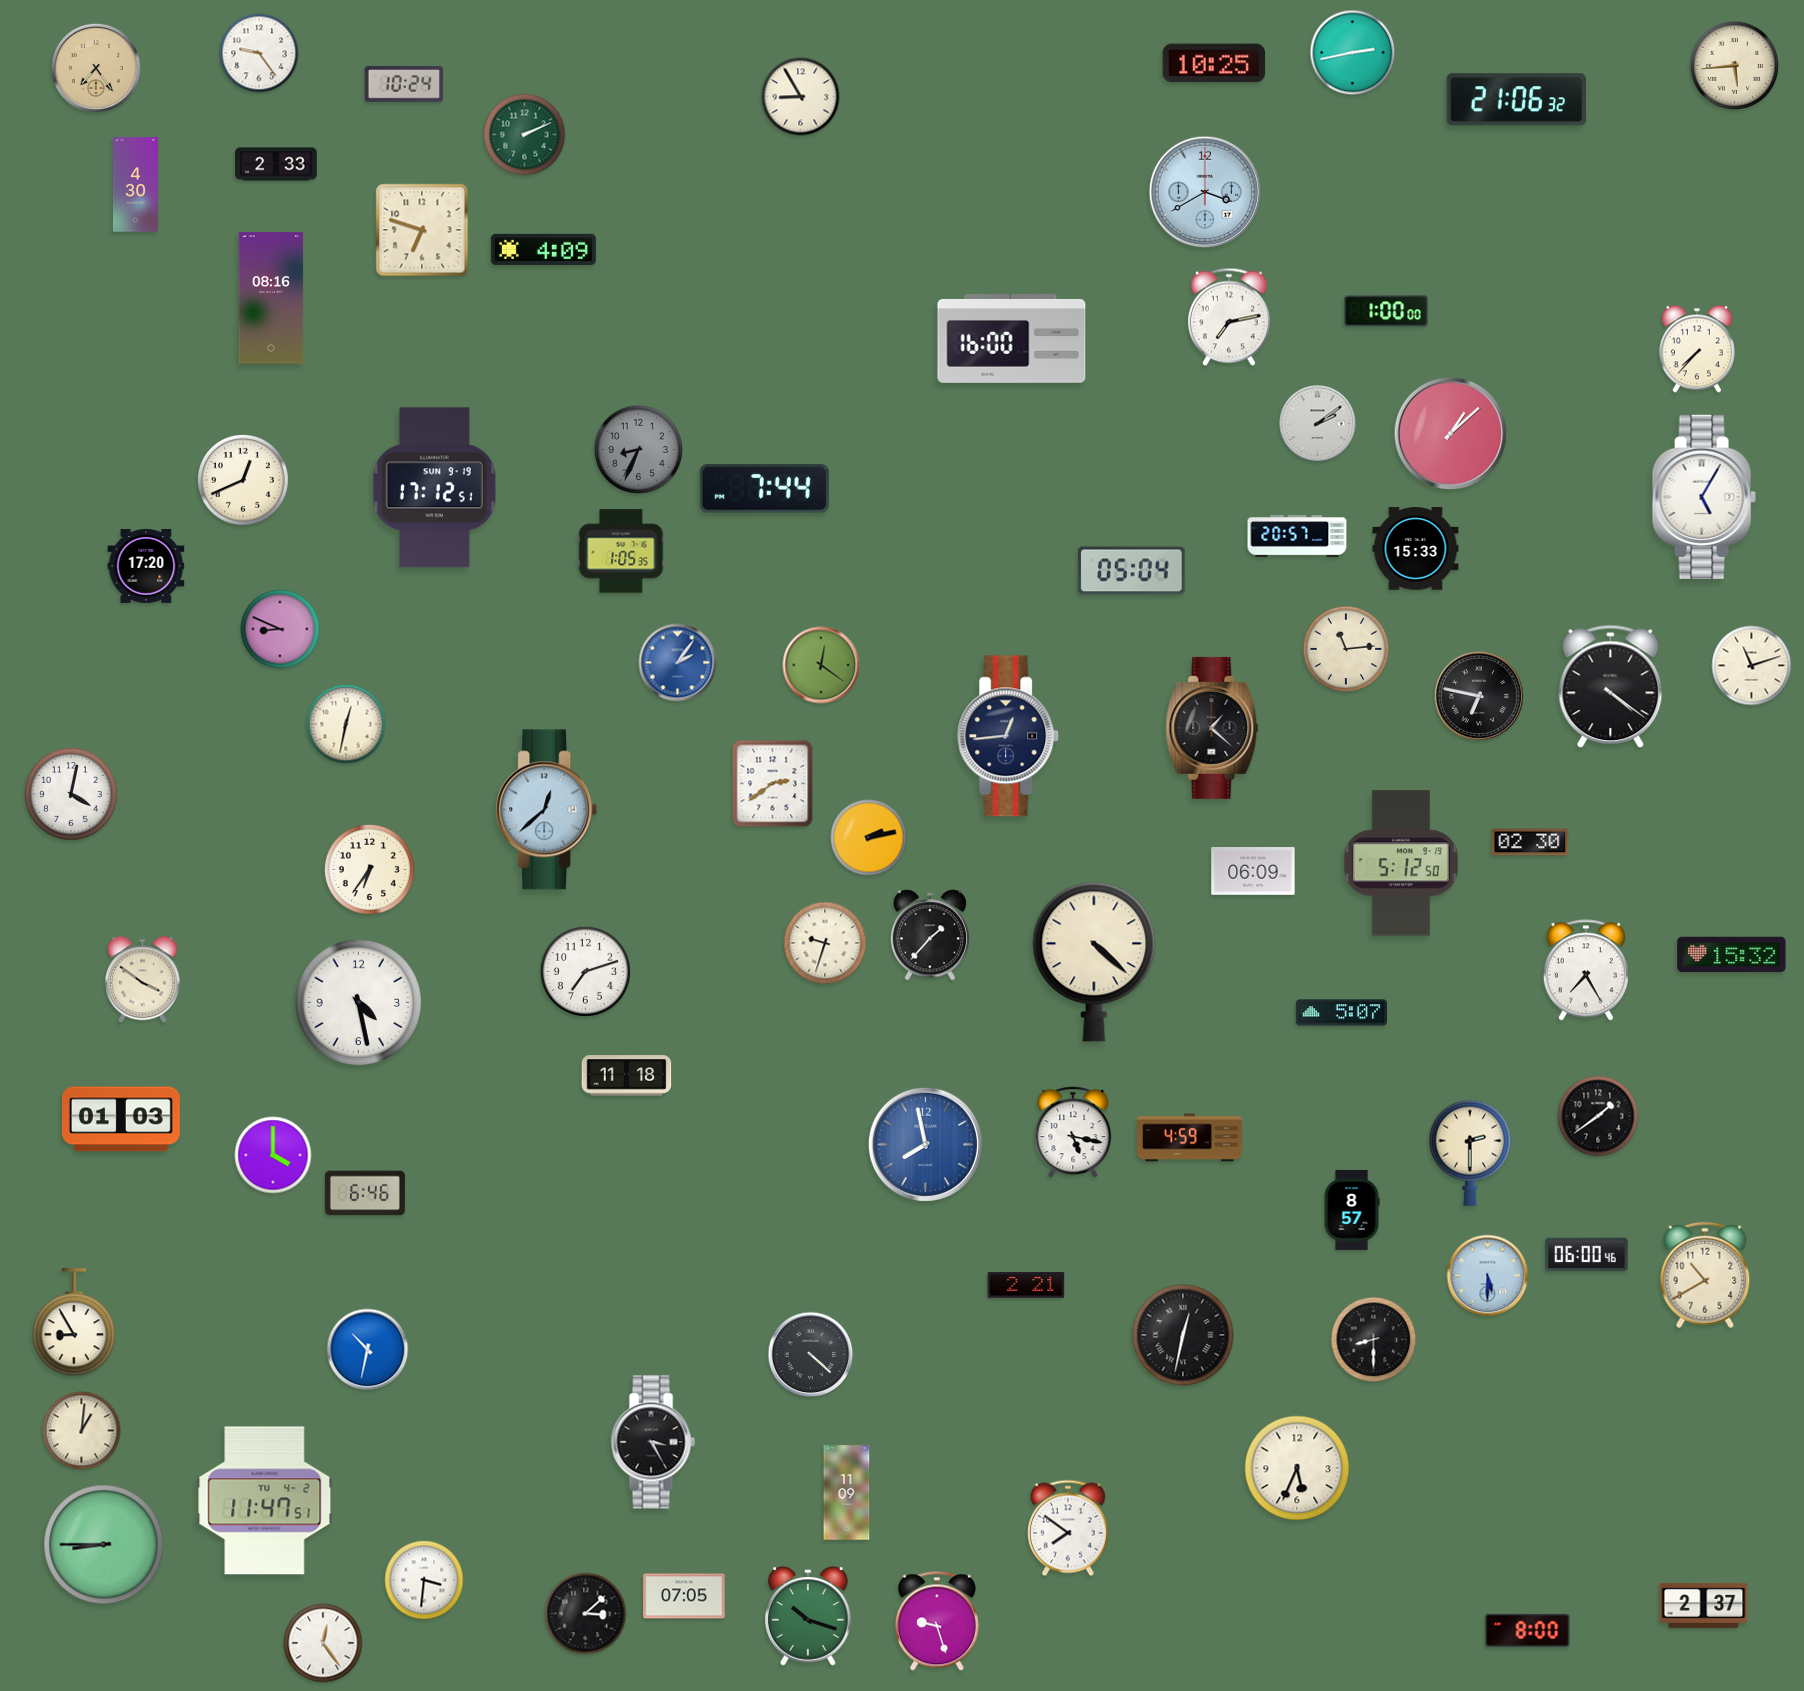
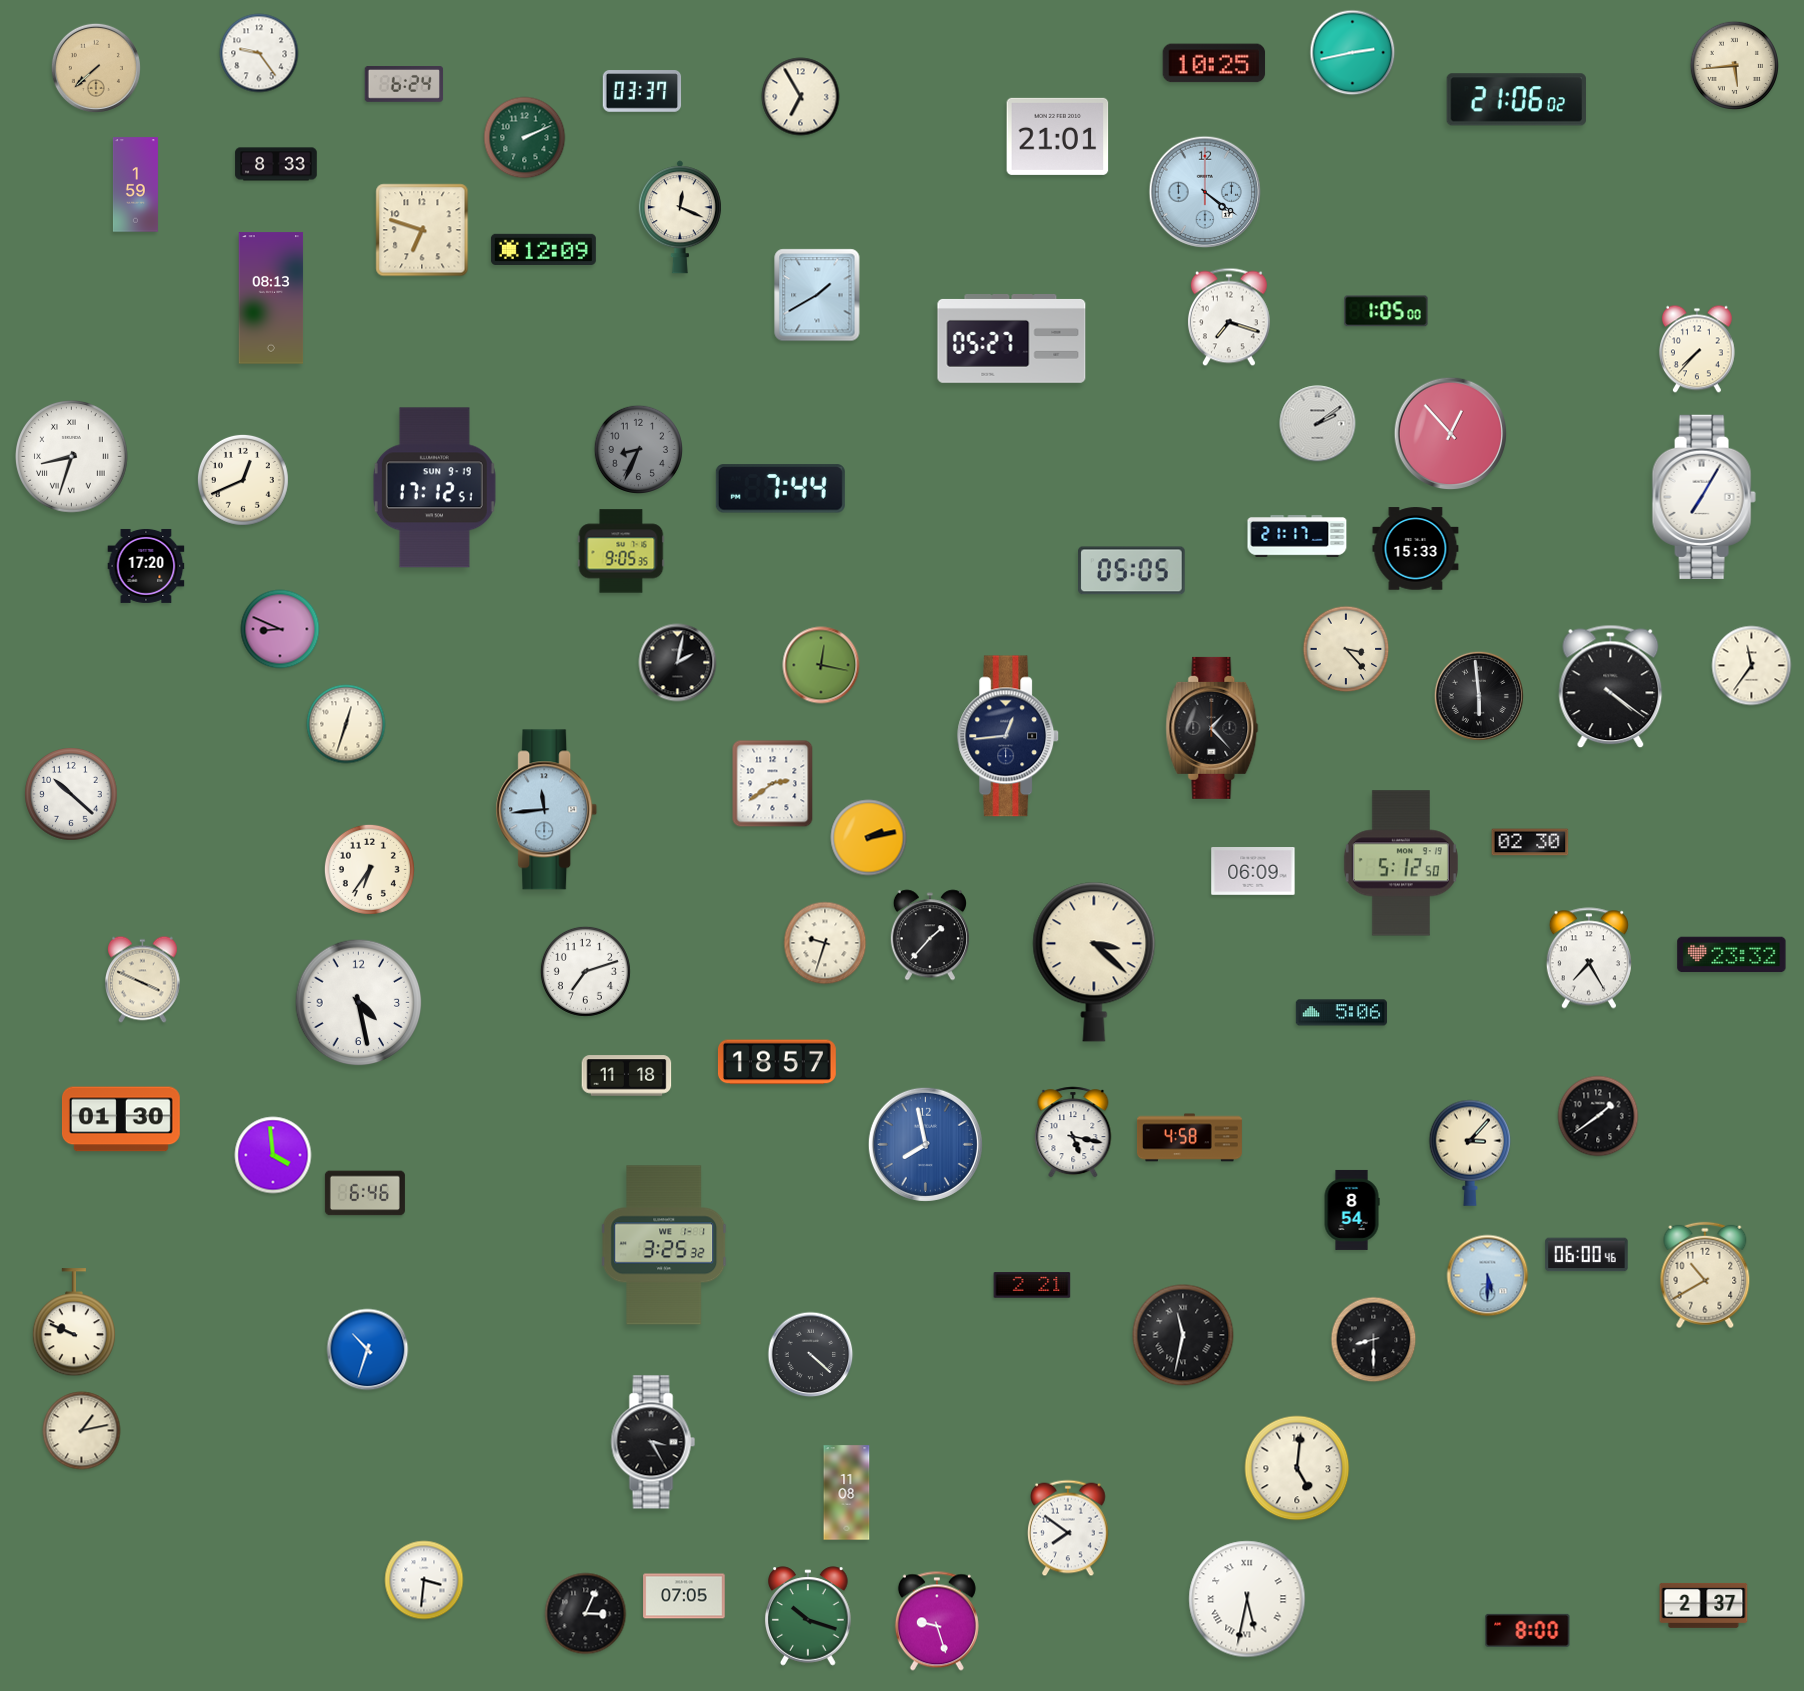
clock at (96, 68): 7:24 -> 7:38
clock at (404, 85): 10:24 -> 6:24
clock at (642, 91): none -> 03:37
clock at (801, 97): 8:55 -> 6:55
clock at (1516, 100): 21:06:32 -> 21:06:02
clock at (525, 135) position: (525, 135) -> (525, 138)
clock at (1058, 136): none -> 21:01
clock at (276, 164): 2:33 -> 8:33
clock at (135, 185): 4:30 -> 1:59
clock at (1205, 192): 3:40 -> 4:21
clock at (680, 217): none -> 12:19
clock at (543, 249): 4:09 -> 12:09
clock at (817, 295): none -> 1:40
clock at (271, 298): 08:16 -> 08:13
clock at (1386, 311): 1:00 -> 1:05
clock at (1229, 317): 7:13 -> 7:18
clock at (1012, 339): 16:00 -> 05:27
clock at (1450, 433): 1:08 -> 12:53
clock at (72, 457): none -> 8:33
clock at (764, 489) position: (764, 489) -> (780, 489)
clock at (1704, 497): 5:05 -> 7:05
clock at (1297, 536): 20:57 -> 21:17
clock at (621, 551): 1:05 -> 9:05
clock at (1132, 571): 05:04 -> 05:05
clock at (1346, 649): 11:14 -> 3:23
clock at (678, 663): 2:06 -> 2:02
clock at (678, 663) dial: blue -> black
clock at (821, 665): 12:21 -> 12:17
clock at (1752, 666): 11:12 -> 11:36
clock at (1479, 696): 6:47 -> 5:59
clock at (346, 724): 12:32 -> 12:33
clock at (1212, 728): 1:22 -> 1:23
clock at (71, 794): 4:02 -> 10:22
clock at (547, 810): 12:38 -> 11:44
clock at (1732, 955): 15:32 -> 23:32
clock at (1094, 962): 4:22 -> 3:22
clock at (1586, 970) position: (1586, 970) -> (1589, 958)
clock at (143, 980): 3:51 -> 3:49
clock at (1341, 1013): 5:07 -> 5:06
clock at (777, 1062): none -> 18:57
clock at (121, 1119): 01:03 -> 01:30
clock at (1189, 1138): 4:59 -> 4:58
clock at (1470, 1153): 2:30 -> 3:07
clock at (273, 1155): 4:00 -> 3:59
clock at (1352, 1210): 8:57 -> 8:54
clock at (664, 1245): none -> 3:25
clock at (1026, 1285) position: (1026, 1285) -> (1032, 1285)
clock at (74, 1323): 8:55 -> 9:49
clock at (1183, 1335): 12:32 -> 11:32
clock at (368, 1350): 10:32 -> 10:33
clock at (82, 1431): 1:01 -> 1:13
clock at (1297, 1468): 5:34 -> 5:01
clock at (847, 1493): 11:09 -> 11:08
clock at (265, 1501): 11:47 -> none
clock at (104, 1545): 8:45 -> none
clock at (1247, 1599): none -> 5:32
clock at (586, 1614): 3:08 -> 3:04
clock at (323, 1643): 12:24 -> none
